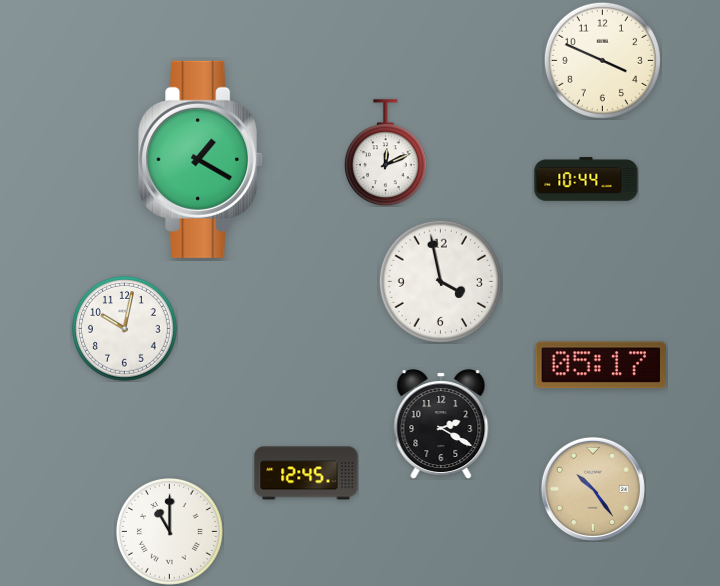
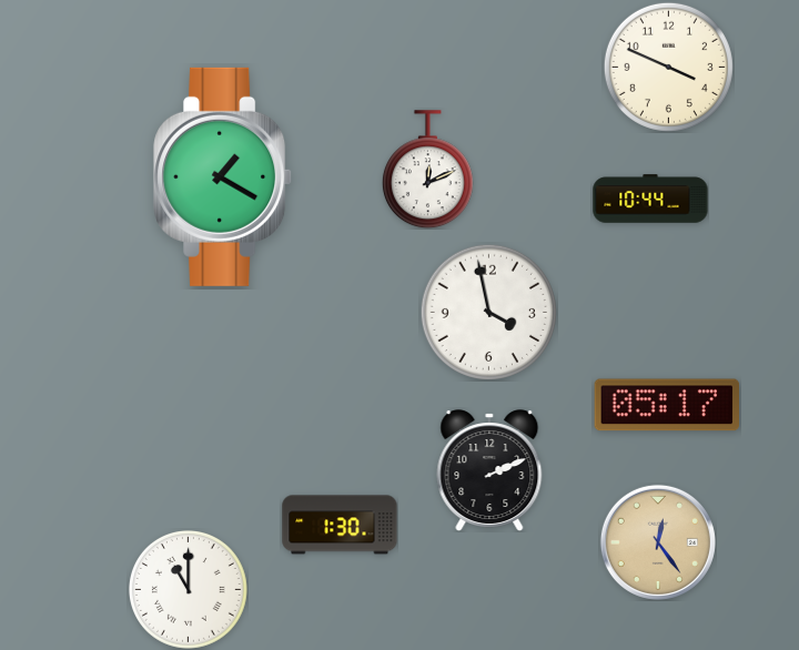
clock at (125, 329): 10:02 -> none
clock at (441, 424): 2:20 -> 2:11
clock at (306, 473): 12:45 -> 1:30
clock at (593, 489): 10:24 -> 12:24
